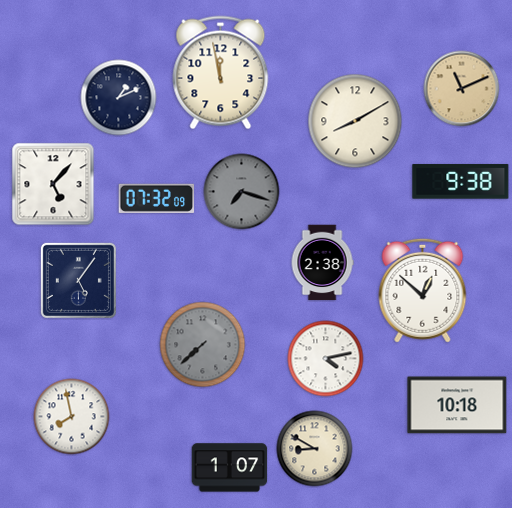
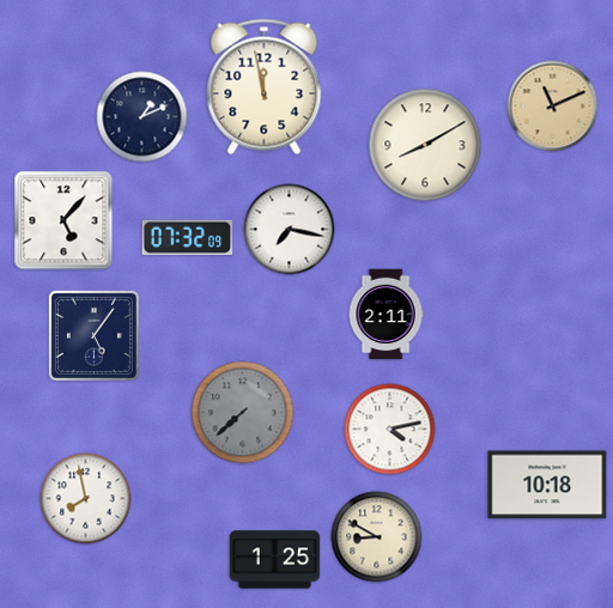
clock at (461, 182): 9:38 -> none
clock at (242, 192): 7:18 -> 7:17
clock at (242, 192) dial: grey -> white
clock at (322, 263): 2:38 -> 2:11
clock at (423, 290): 12:52 -> none
clock at (230, 468): 1:07 -> 1:25
